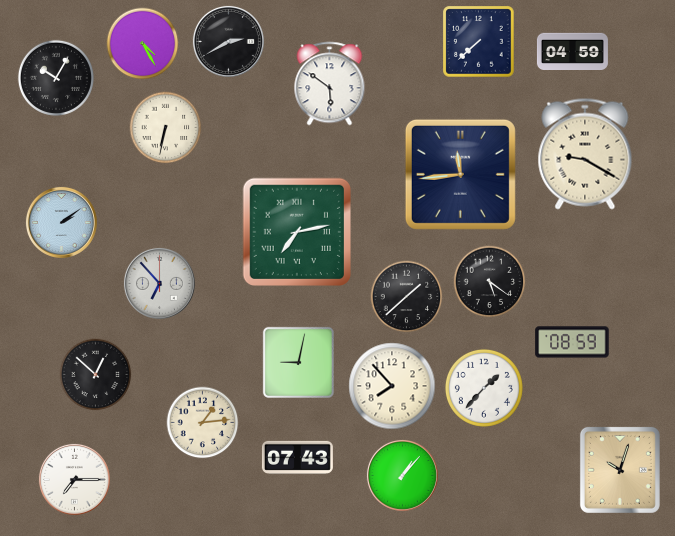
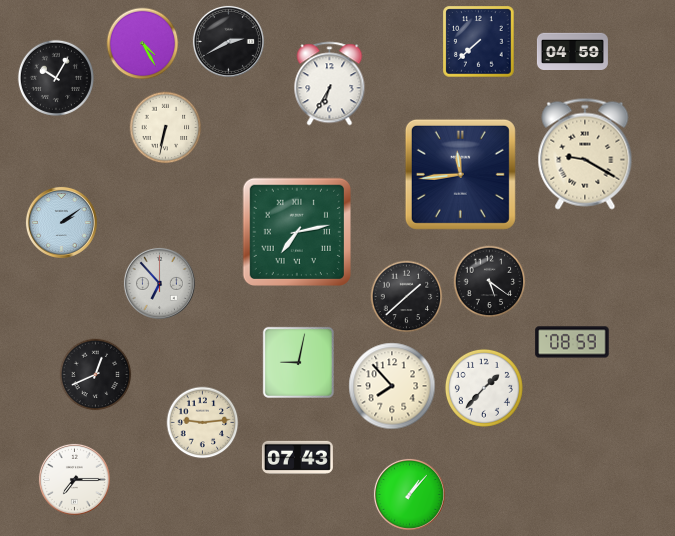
clock at (330, 84): 5:51 -> 6:35
clock at (96, 375): 12:52 -> 12:41
clock at (203, 423): 1:14 -> 9:14
clock at (620, 470): 10:03 -> none
clock at (402, 475) position: (402, 475) -> (409, 494)
